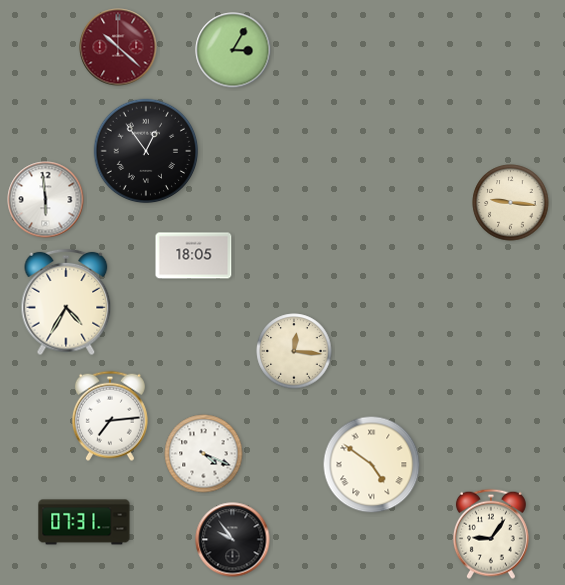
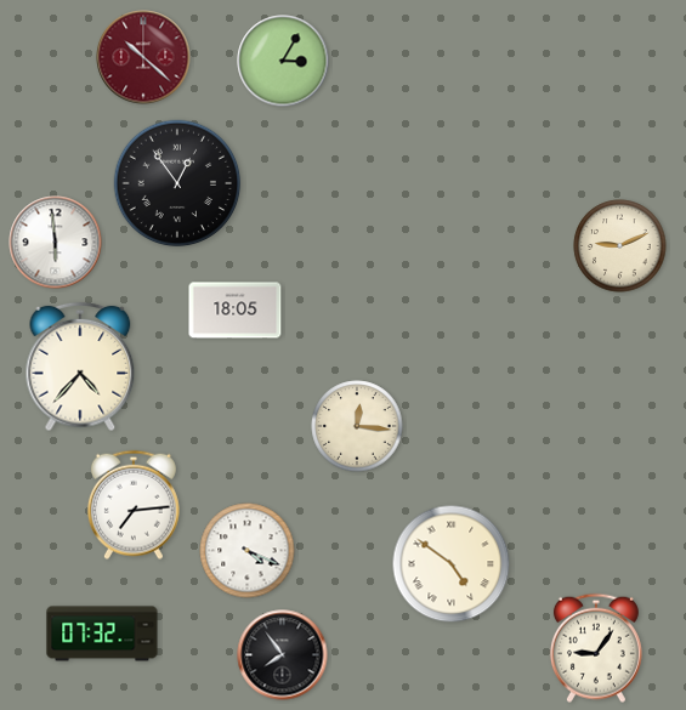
clock at (511, 203): 9:16 -> 9:11
clock at (66, 302): 4:35 -> 4:37
clock at (84, 522): 07:31 -> 07:32
clock at (233, 540): 9:54 -> 7:54
